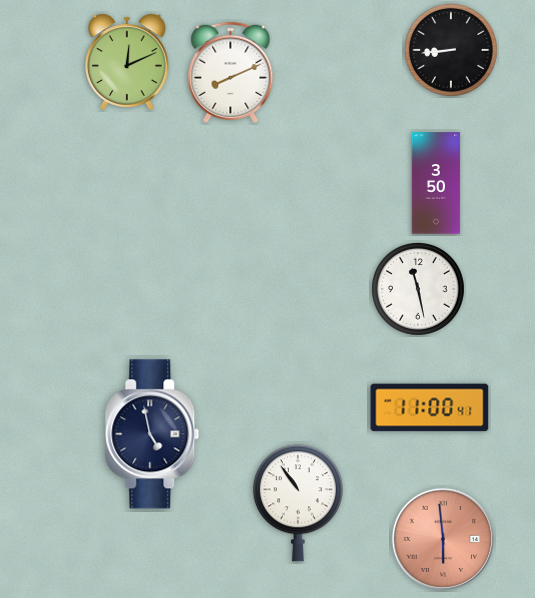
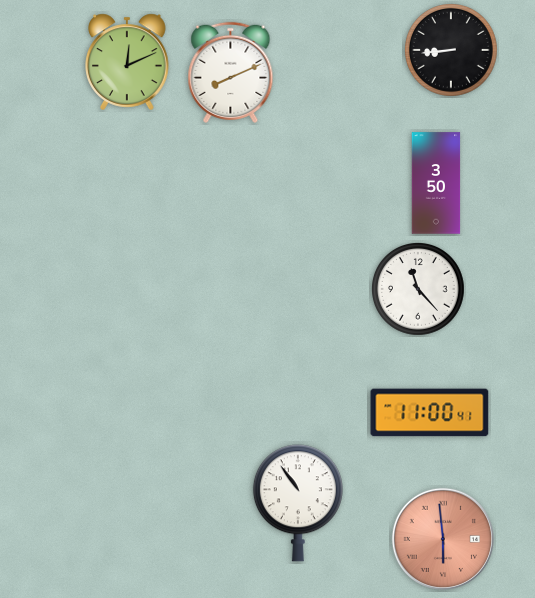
clock at (419, 290): 11:28 -> 11:23
clock at (430, 408) position: (430, 408) -> (430, 413)
clock at (152, 434): 4:58 -> none
